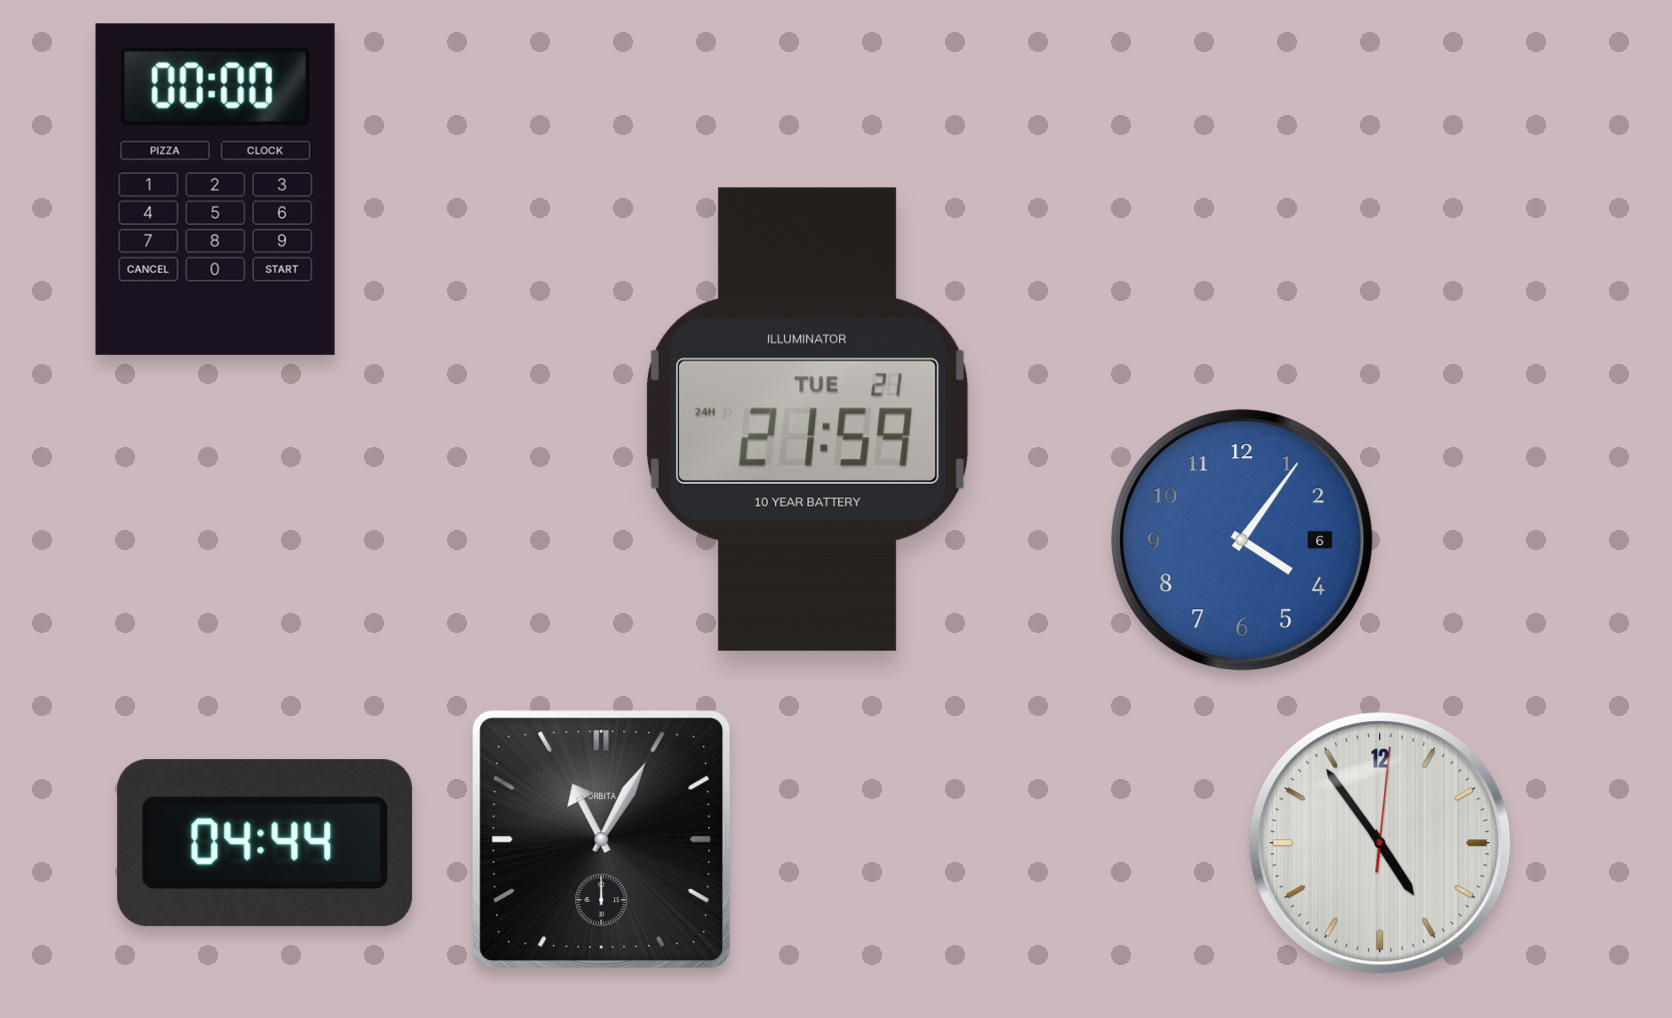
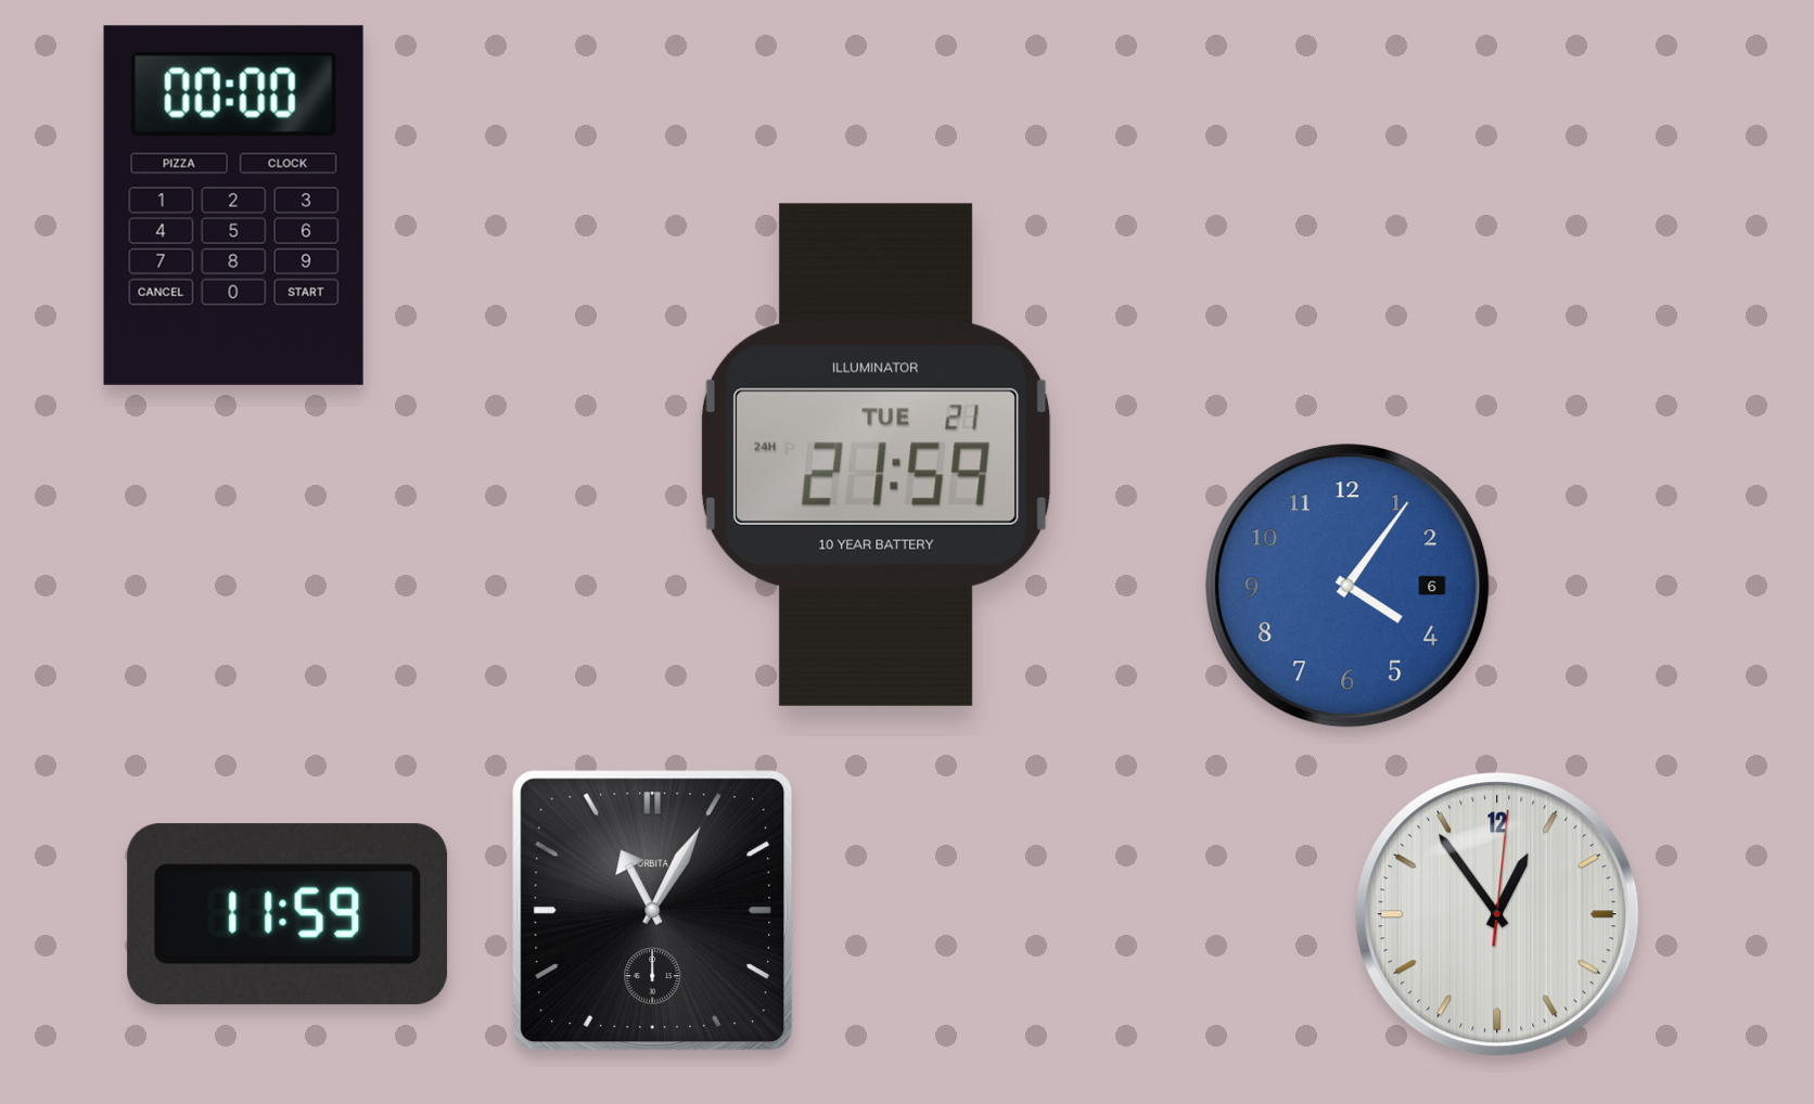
clock at (265, 843): 04:44 -> 11:59
clock at (1380, 843): 4:54 -> 12:54
